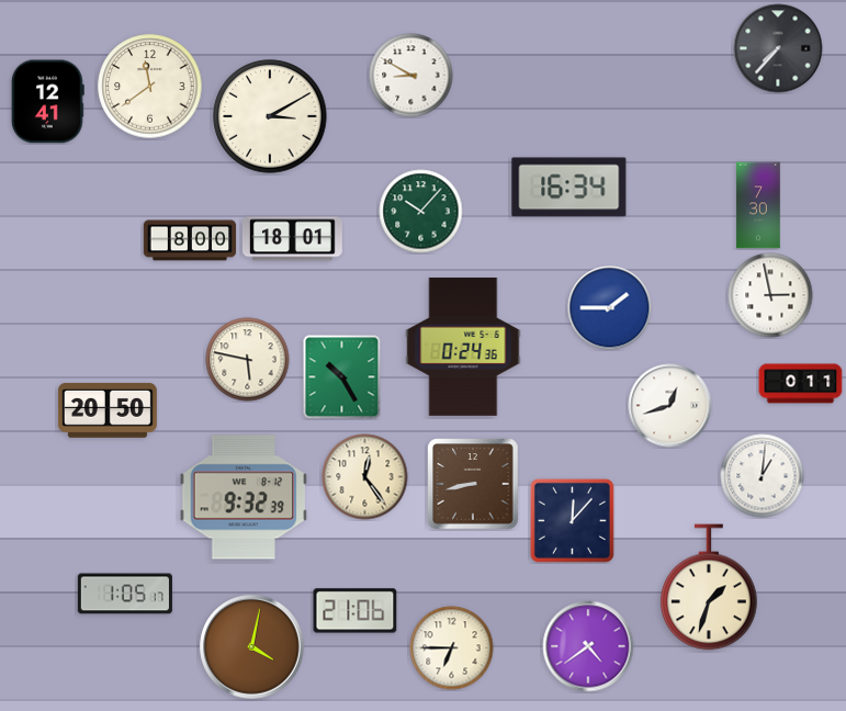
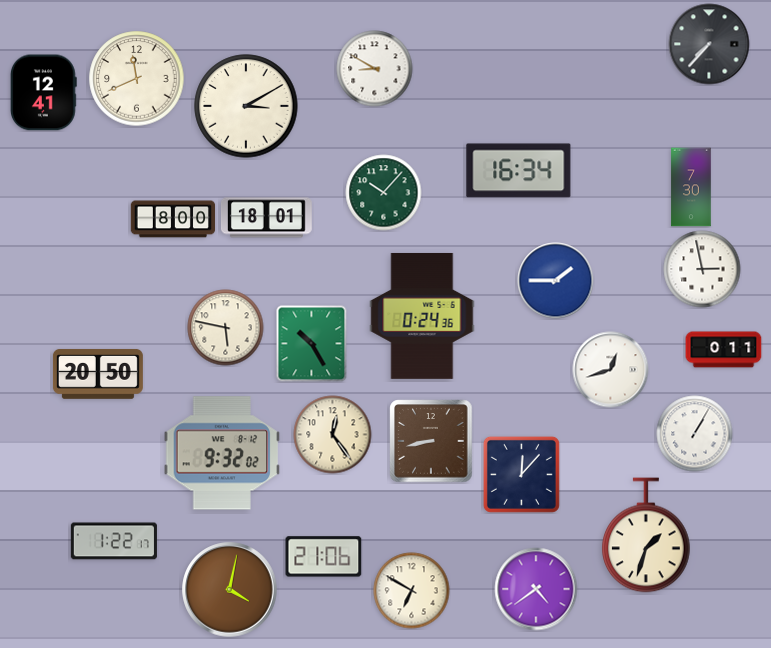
clock at (150, 87): 11:39 -> 11:41
clock at (801, 384) position: (801, 384) -> (724, 350)
clock at (763, 476): 1:01 -> 1:05
clock at (244, 497): 9:32:39 -> 9:32:02
clock at (125, 594): 1:05 -> 1:22
clock at (452, 648): 6:45 -> 6:50
